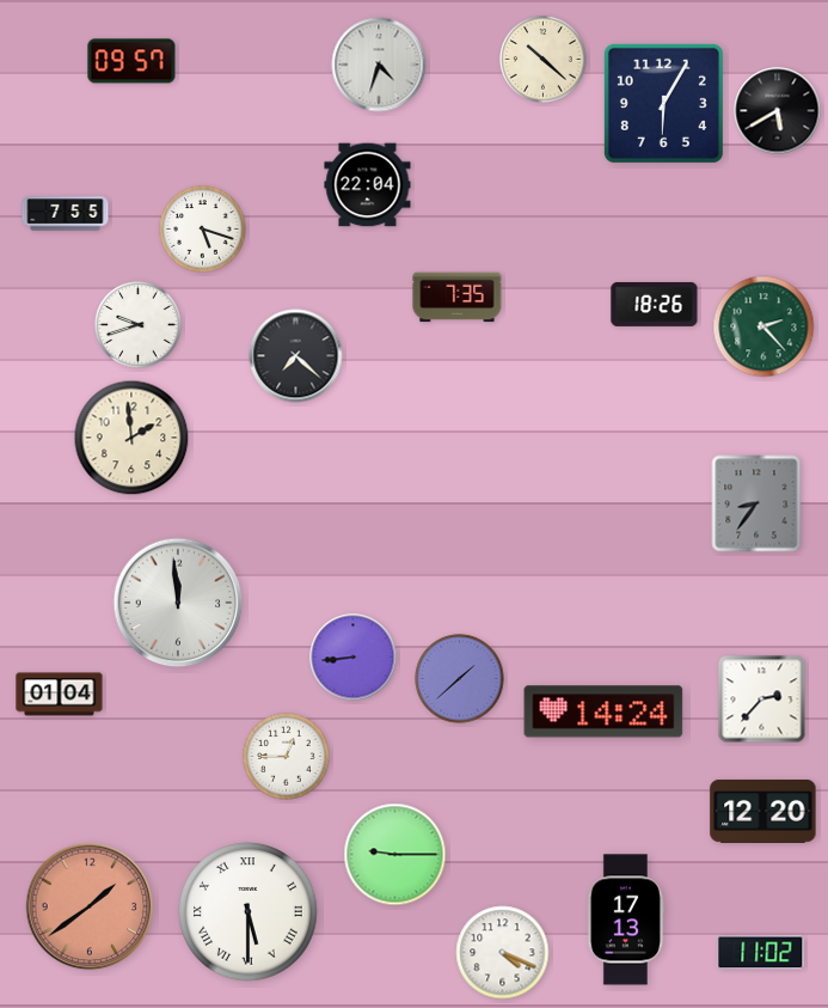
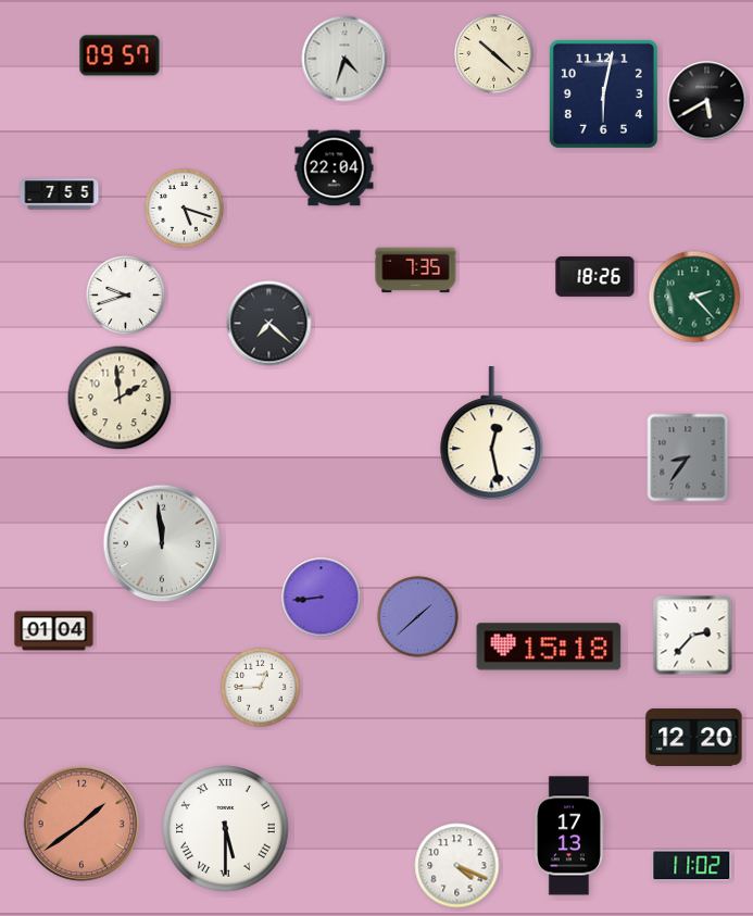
clock at (663, 103): 6:05 -> 6:02
clock at (492, 434): none -> 12:28
clock at (178, 603) position: (178, 603) -> (162, 543)
clock at (603, 711): 14:24 -> 15:18
clock at (395, 855): 9:15 -> none
